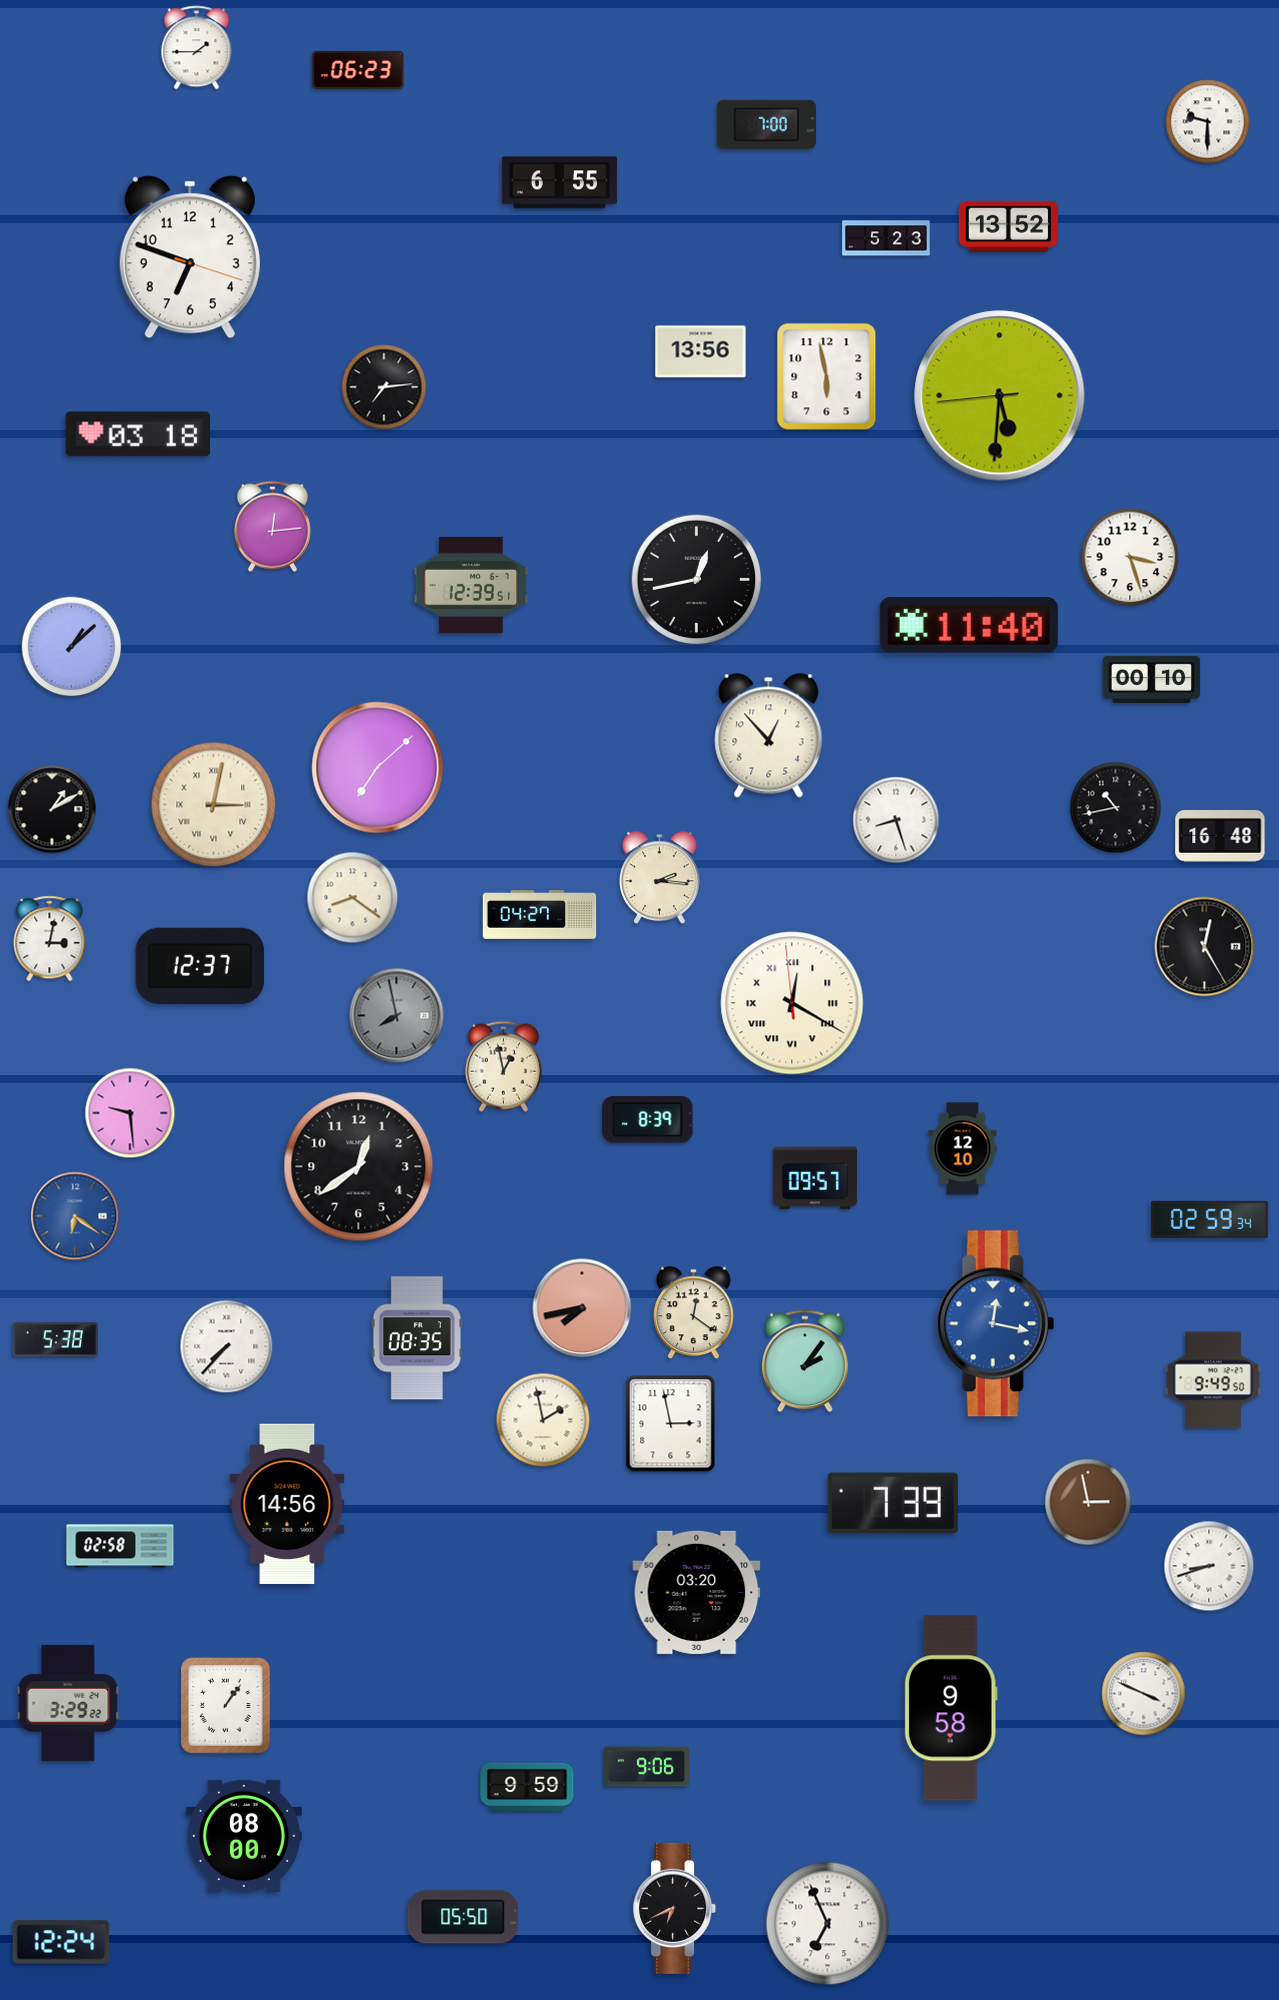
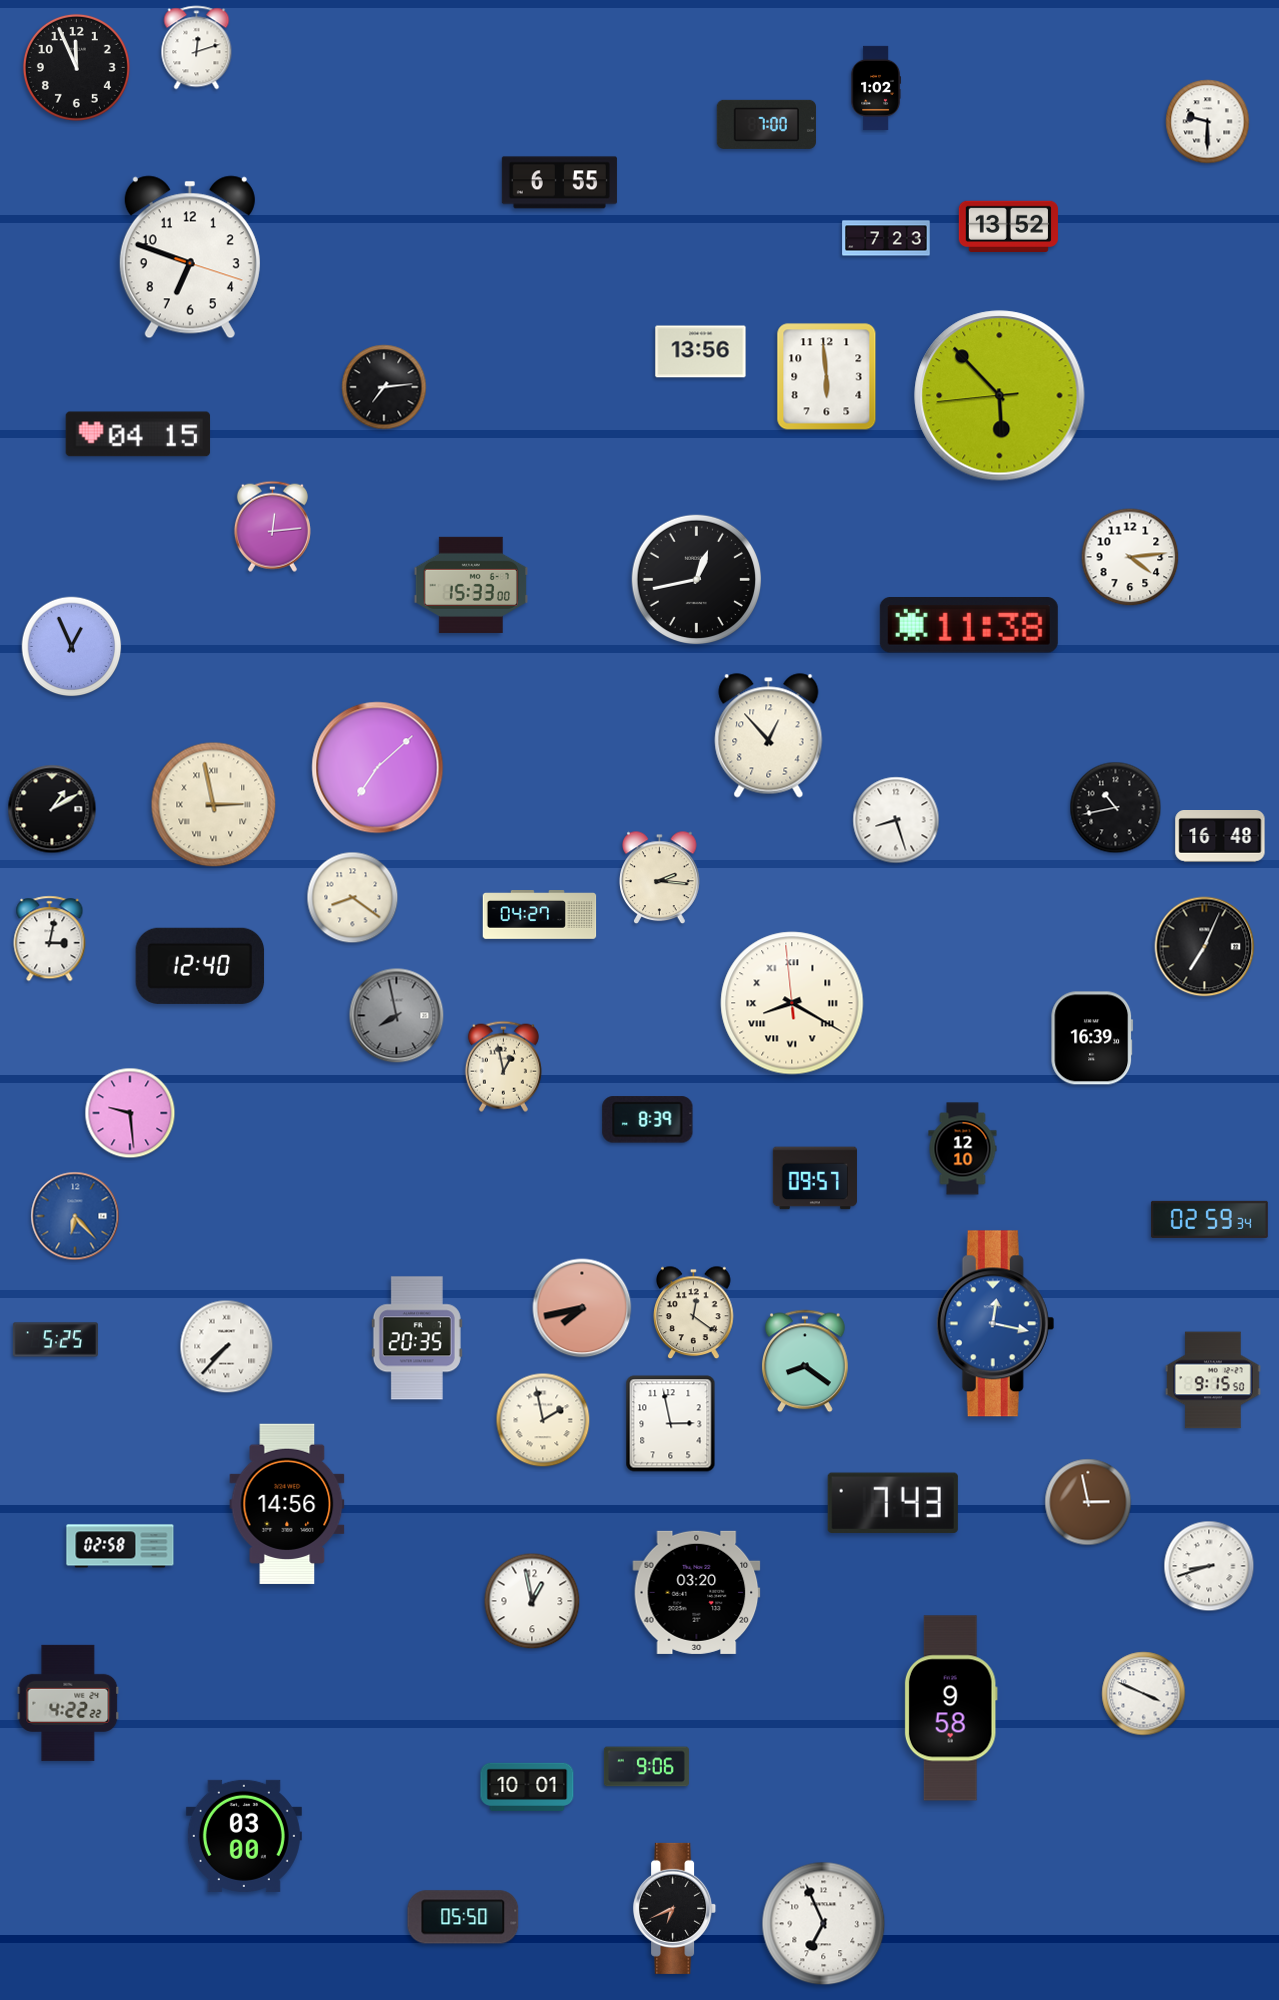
clock at (197, 48): 1:45 -> 12:12
clock at (76, 67): none -> 11:56
clock at (358, 70): 06:23 -> none
clock at (876, 87): none -> 1:02
clock at (886, 238): 5:23 -> 7:23
clock at (827, 377): 5:58 -> 5:59
clock at (1000, 396): 5:30 -> 5:52
clock at (138, 434): 03:18 -> 04:15
clock at (1130, 557): 3:27 -> 4:14
clock at (470, 585): 12:39 -> 15:33
clock at (969, 626): 11:40 -> 11:38
clock at (72, 647): 1:08 -> 12:56
clock at (1152, 679): 00:10 -> none
clock at (214, 805): 3:02 -> 2:58
clock at (1205, 947): 12:25 -> 7:04
clock at (200, 966): 12:37 -> 12:40
clock at (792, 1003): 12:19 -> 8:19
clock at (1092, 1038): none -> 16:39
clock at (359, 1167): 12:39 -> none
clock at (75, 1216): 6:21 -> 6:23
clock at (417, 1338): 08:35 -> 20:35
clock at (55, 1340): 5:38 -> 5:25
clock at (805, 1361): 2:06 -> 8:21
clock at (1213, 1380): 9:49 -> 9:15
clock at (893, 1502): 7:39 -> 7:43
clock at (532, 1601): none -> 12:58
clock at (68, 1703): 3:29 -> 4:22
clock at (226, 1706): 1:06 -> none
clock at (527, 1787): 9:59 -> 10:01
clock at (244, 1836): 08:00 -> 03:00
clock at (828, 1924) position: (828, 1924) -> (824, 1924)
clock at (61, 1942): 12:24 -> none
